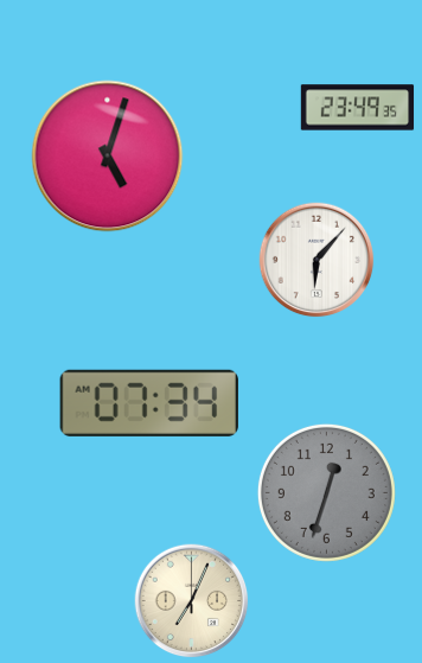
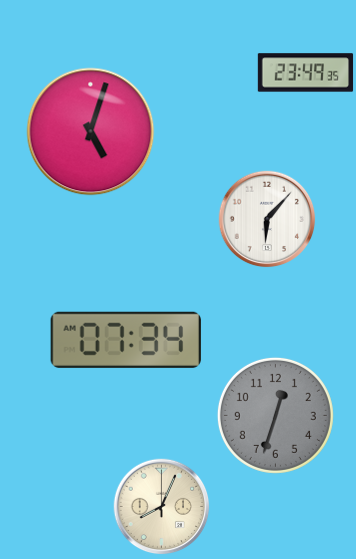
clock at (358, 108) position: (358, 108) -> (306, 73)
clock at (192, 601): 7:04 -> 8:04
